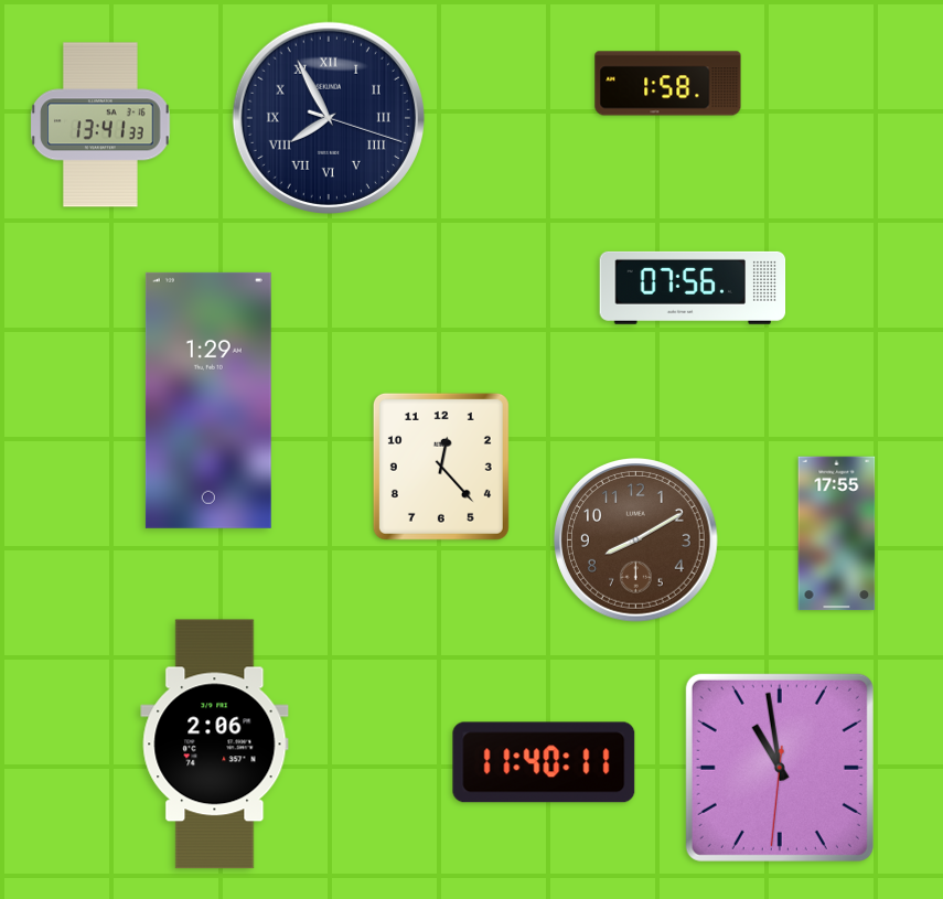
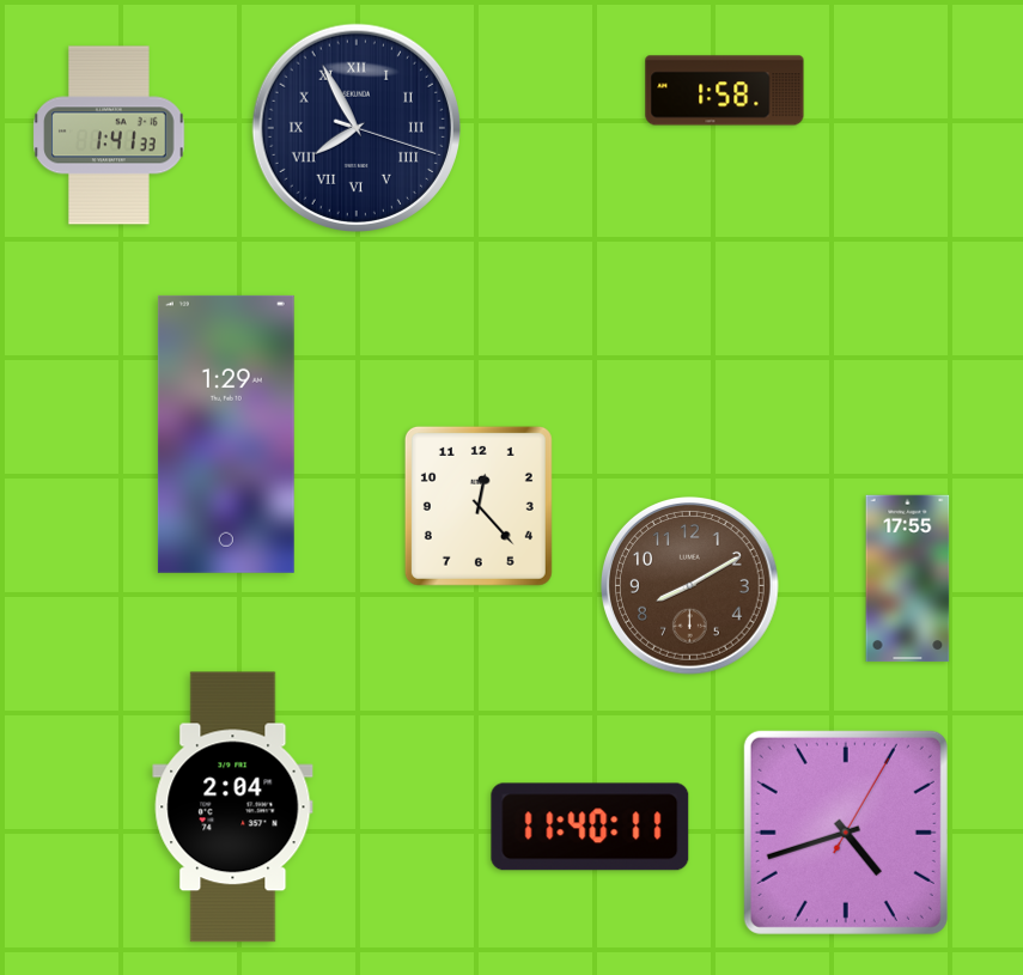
clock at (100, 125): 13:41 -> 1:41
clock at (693, 288): 07:56 -> none
clock at (215, 745): 2:06 -> 2:04
clock at (780, 768): 10:58 -> 4:42
